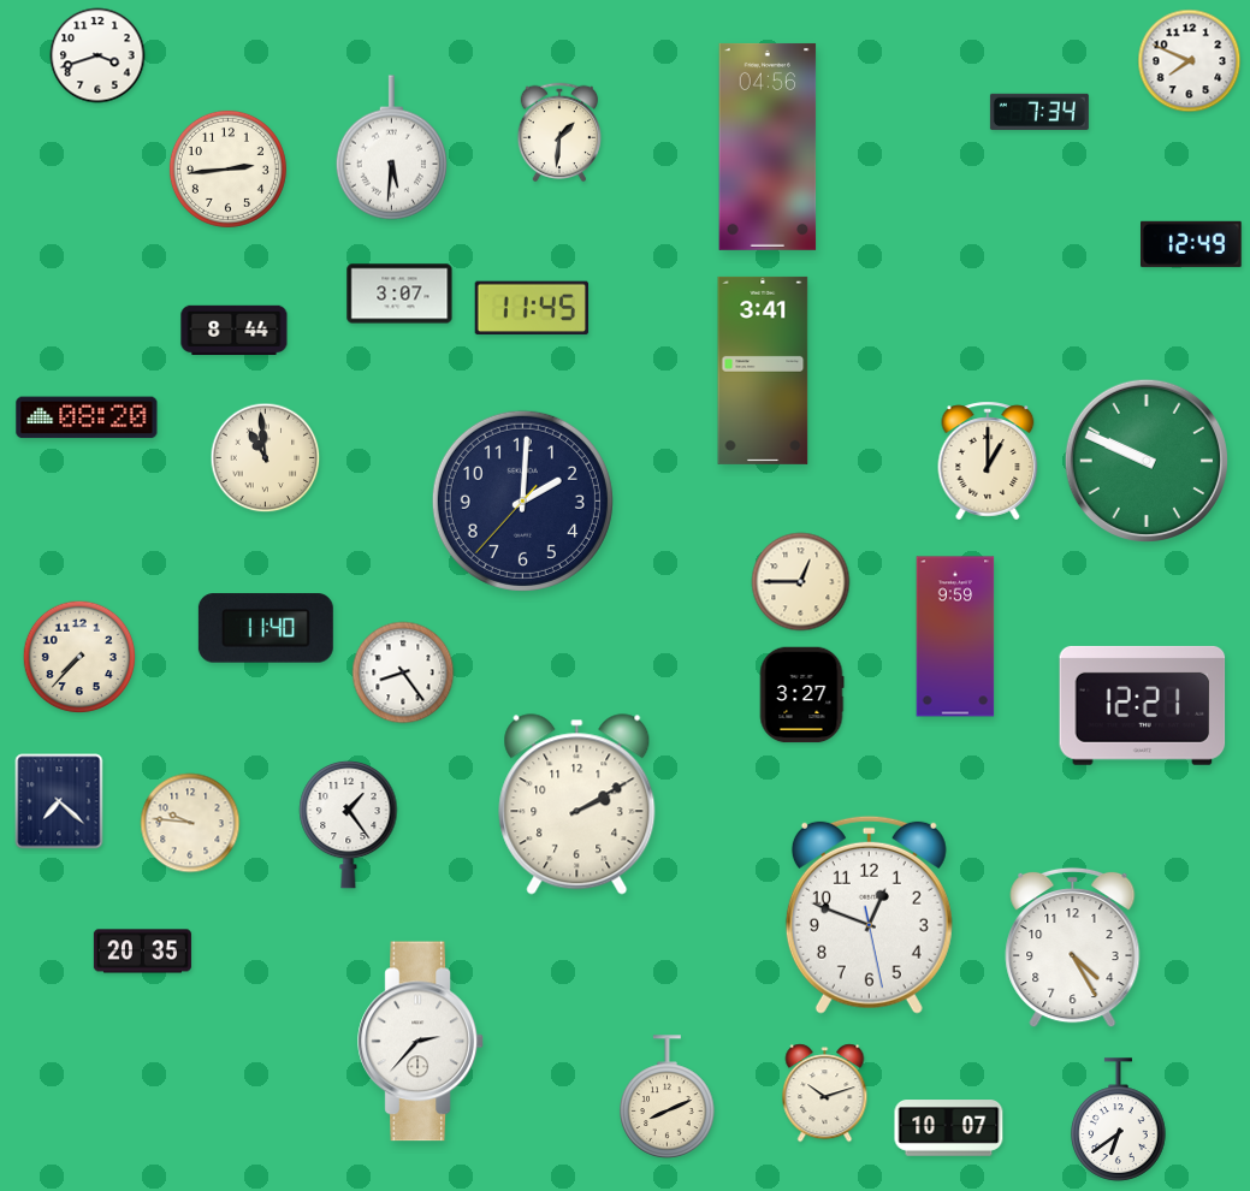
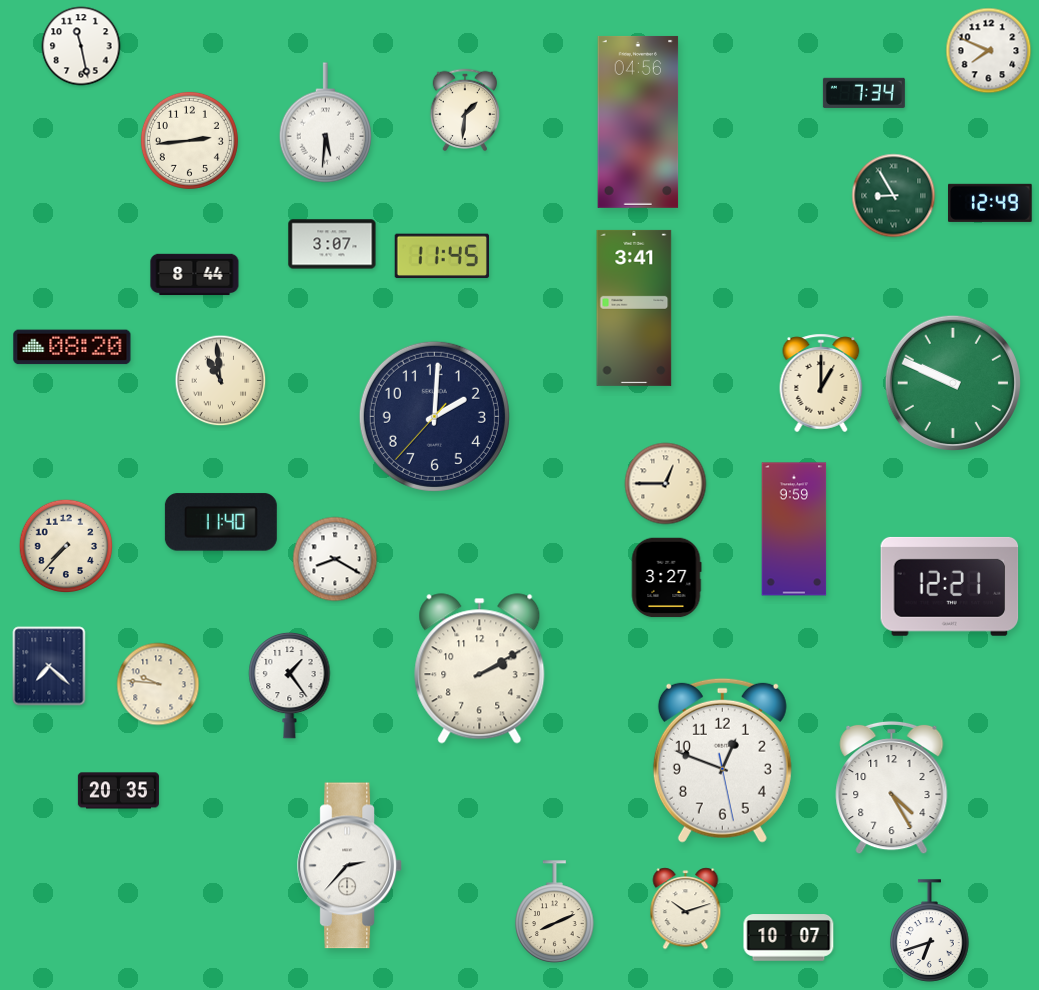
clock at (97, 55): 3:42 -> 11:28
clock at (894, 196): none -> 8:55
clock at (403, 672): 8:24 -> 8:20
clock at (1119, 1120): 6:39 -> 6:42
